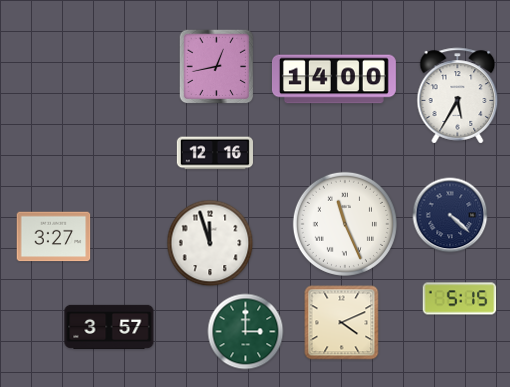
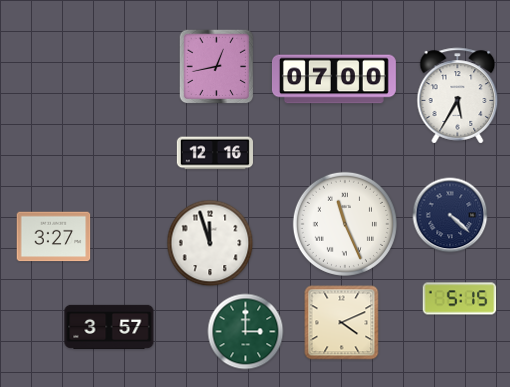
clock at (334, 79): 14:00 -> 07:00
